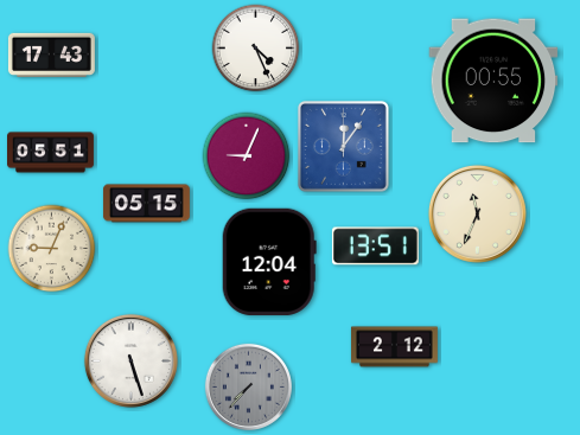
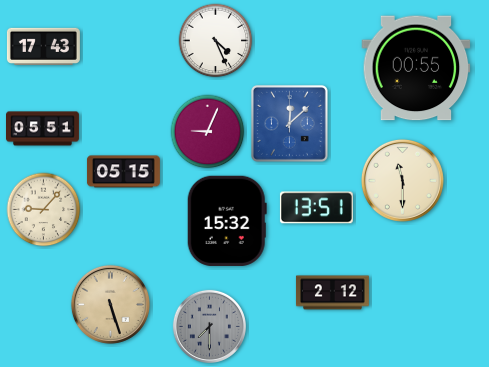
clock at (343, 146): 12:06 -> 12:08
clock at (477, 213): 11:34 -> 11:30
clock at (52, 249): 9:04 -> 9:07
clock at (269, 261): 12:04 -> 15:32
clock at (130, 360) dial: white -> champagne
clock at (248, 386): 7:37 -> 7:30
